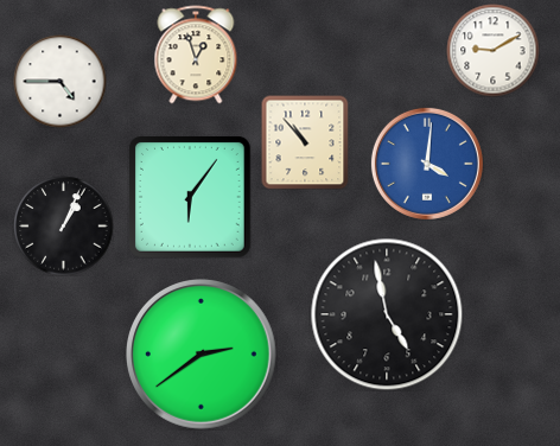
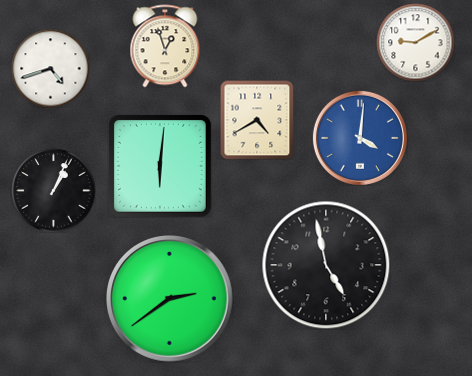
clock at (59, 81): 4:45 -> 4:42
clock at (305, 142): 10:53 -> 4:40
clock at (190, 197): 6:06 -> 6:01
